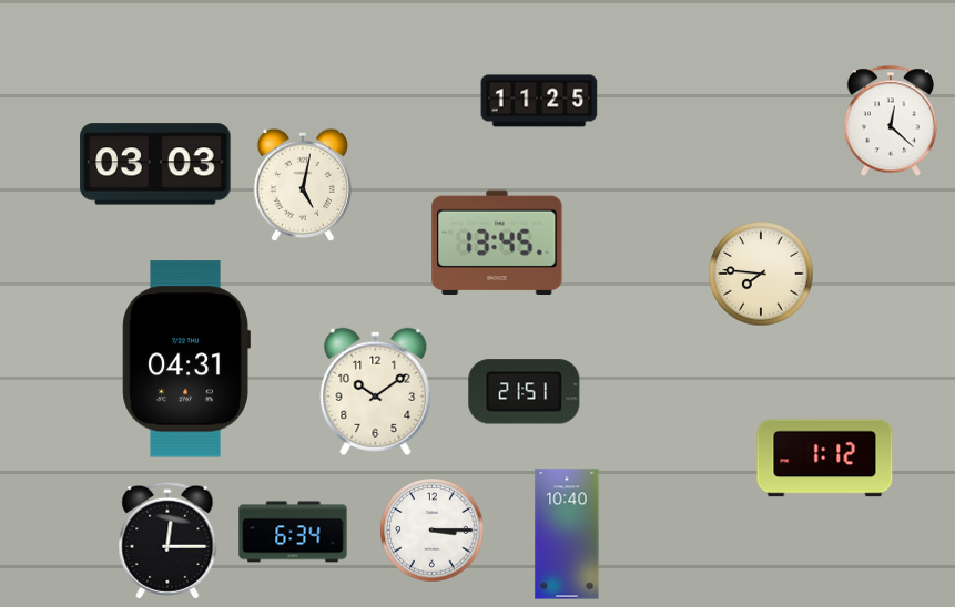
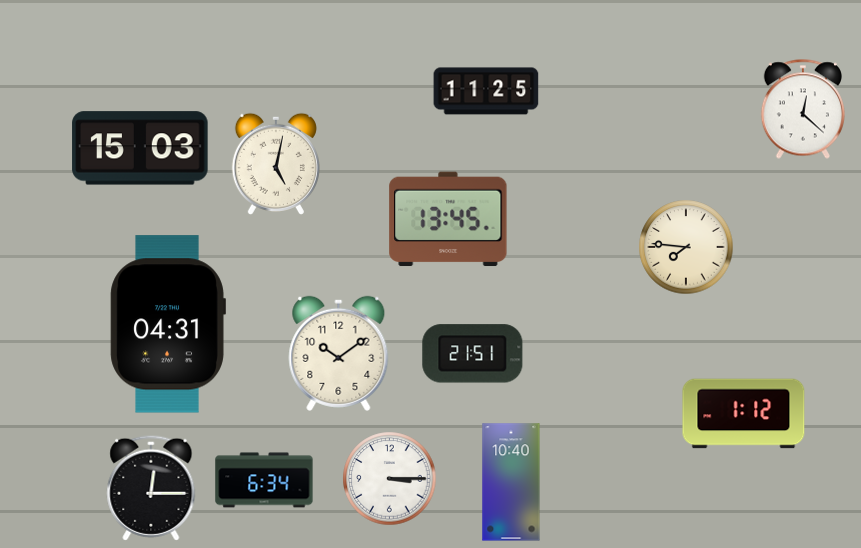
clock at (155, 164): 03:03 -> 15:03
clock at (303, 185) position: (303, 185) -> (276, 164)
